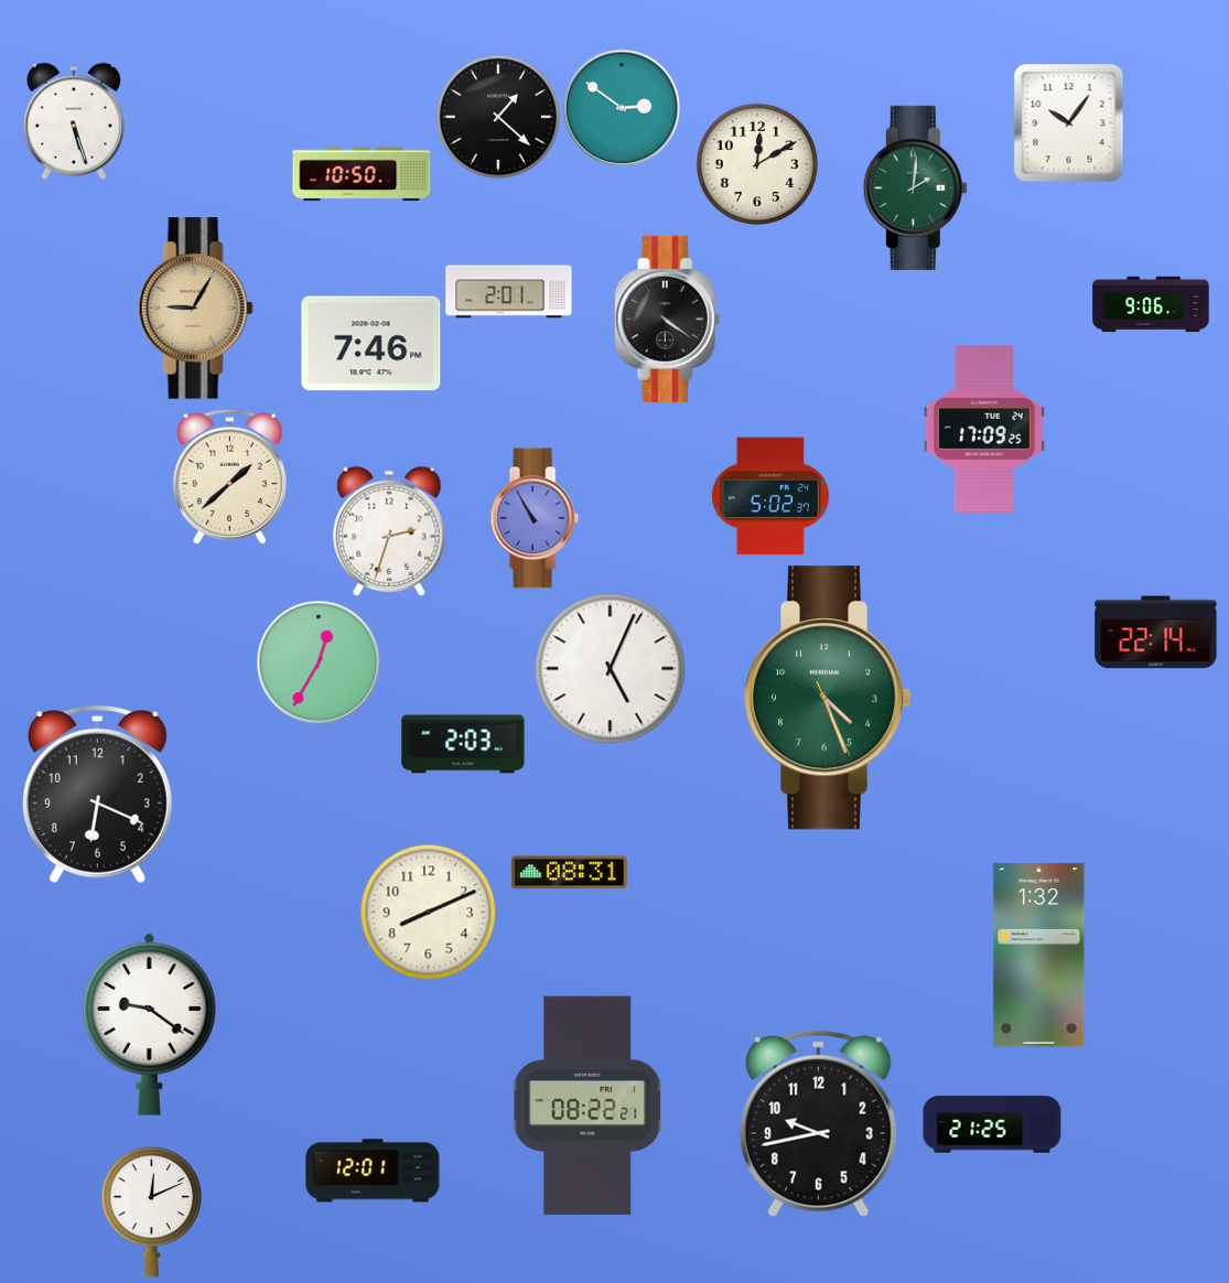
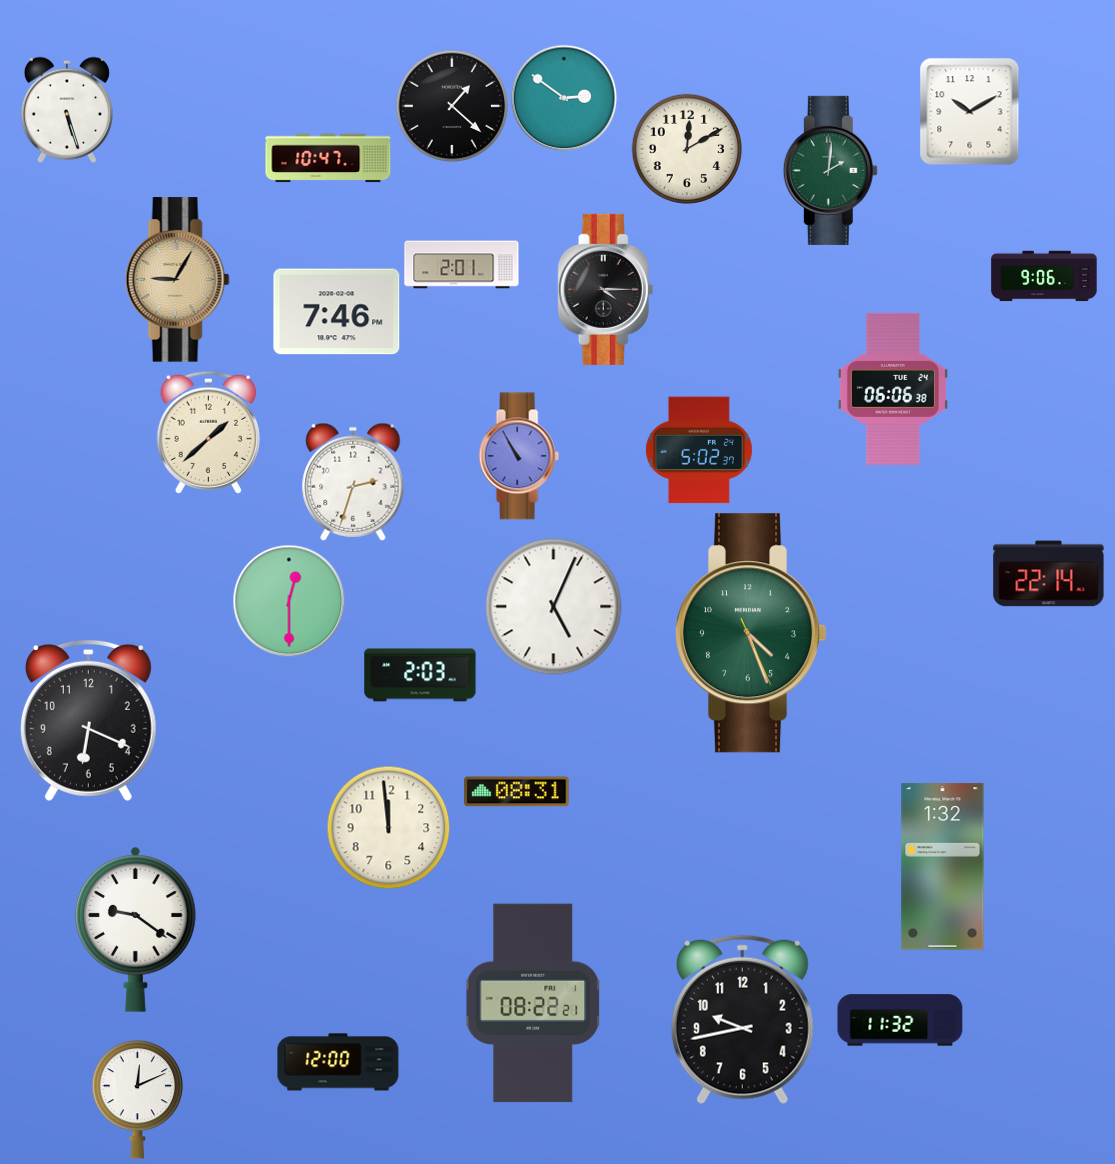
clock at (1069, 122): 10:06 -> 10:10
clock at (362, 174): 10:50 -> 10:47
clock at (668, 319): 4:21 -> 4:15
clock at (984, 429): 17:09 -> 06:06
clock at (535, 518) position: (535, 518) -> (519, 456)
clock at (319, 662): 12:35 -> 12:30
clock at (428, 912): 8:11 -> 11:59
clock at (992, 1124): 21:25 -> 11:32
clock at (373, 1171): 12:01 -> 12:00
